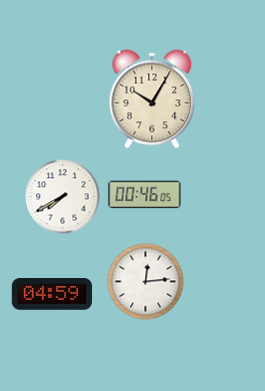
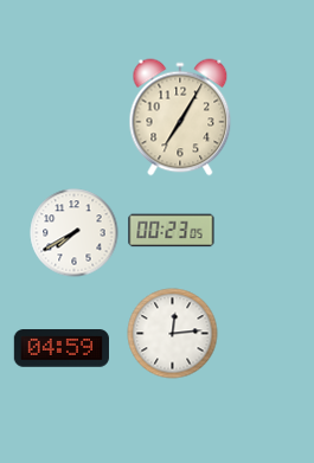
clock at (152, 99): 10:05 -> 7:05
clock at (145, 195): 00:46 -> 00:23
